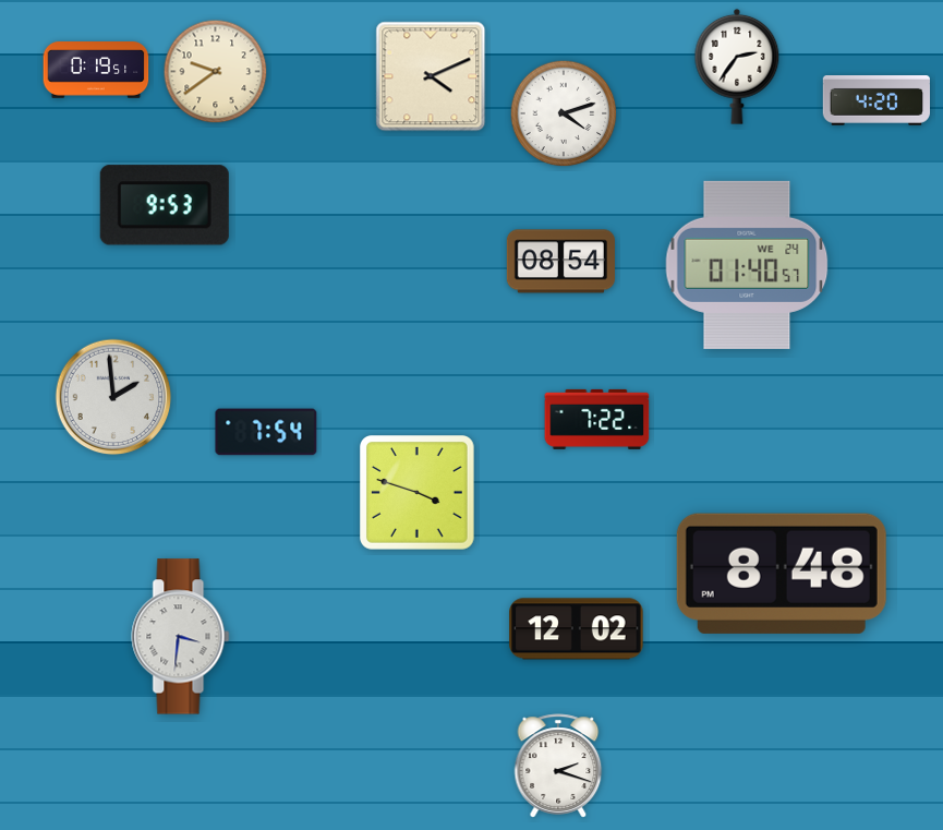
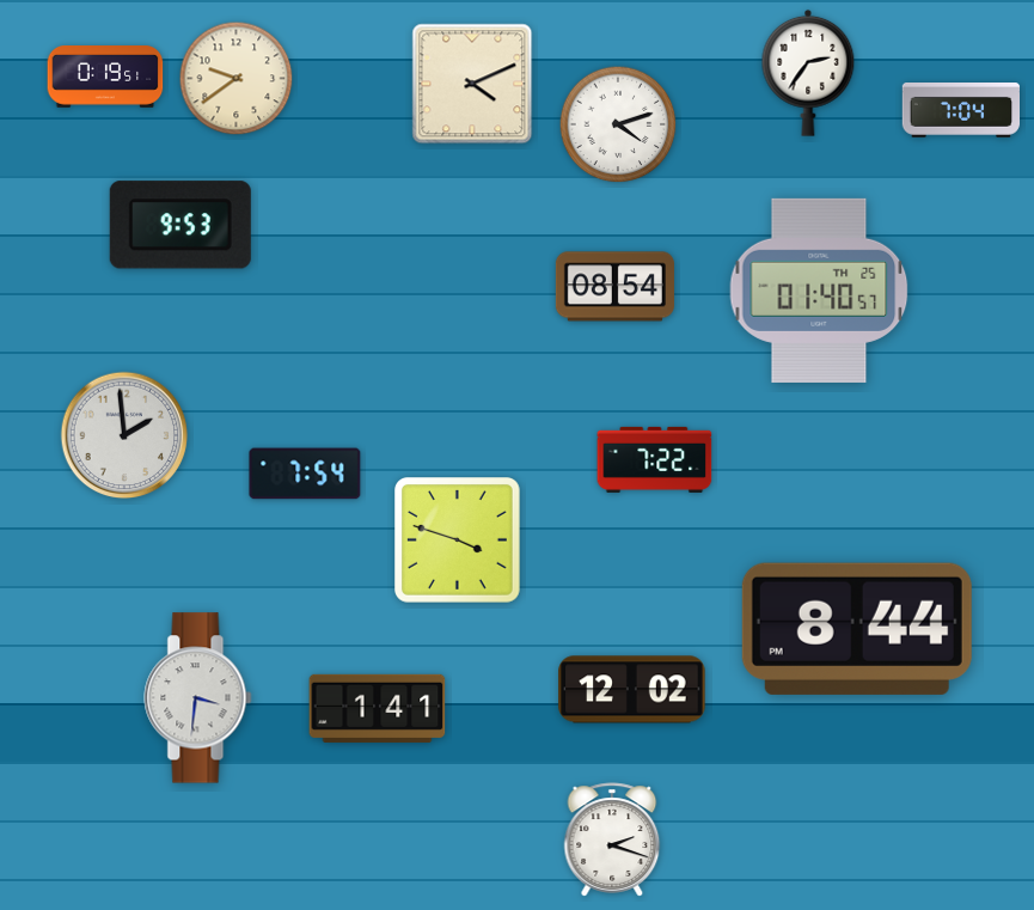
clock at (875, 101): 4:20 -> 7:04
clock at (747, 265) date: WE 24 -> TH 25
clock at (266, 432) position: (266, 432) -> (305, 474)
clock at (782, 574): 8:48 -> 8:44
clock at (378, 708): none -> 1:41
